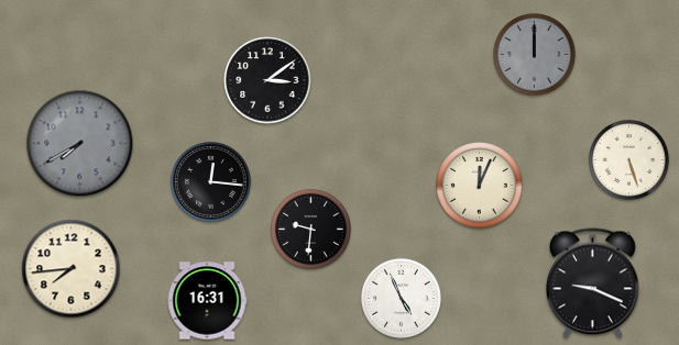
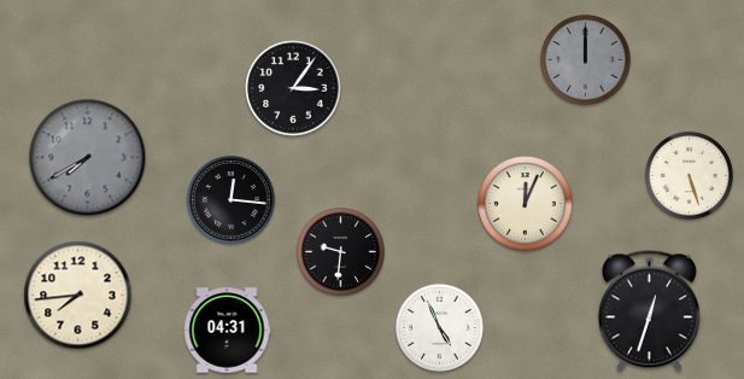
clock at (267, 80): 3:09 -> 3:06
clock at (592, 283): 9:19 -> 12:33
clock at (207, 301): 16:31 -> 04:31
